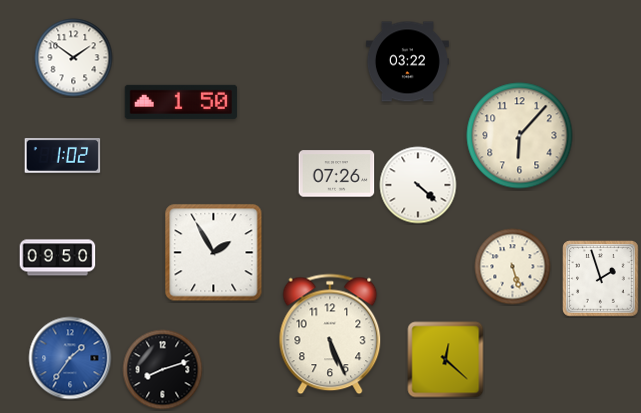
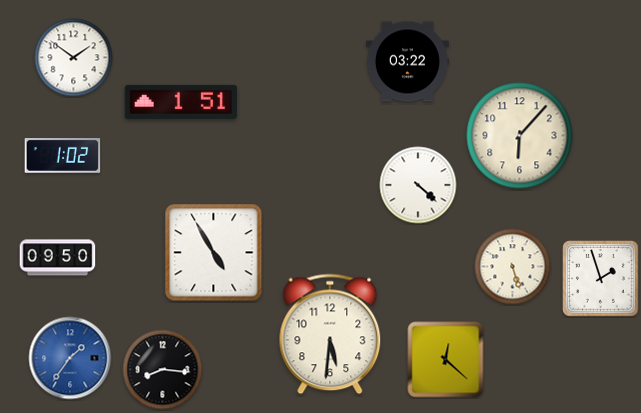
clock at (181, 102): 1:50 -> 1:51
clock at (337, 174): 07:26 -> none
clock at (214, 253): 1:55 -> 4:55
clock at (330, 334): 5:26 -> 5:31
clock at (163, 370): 8:12 -> 8:16
